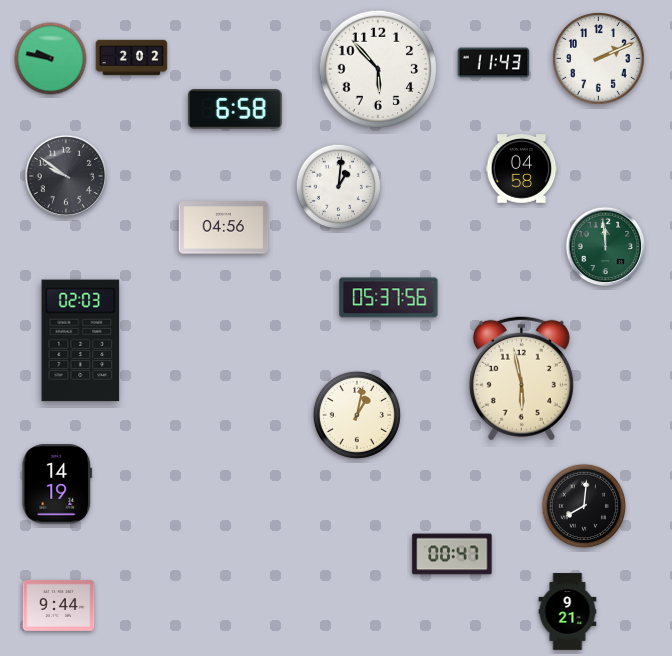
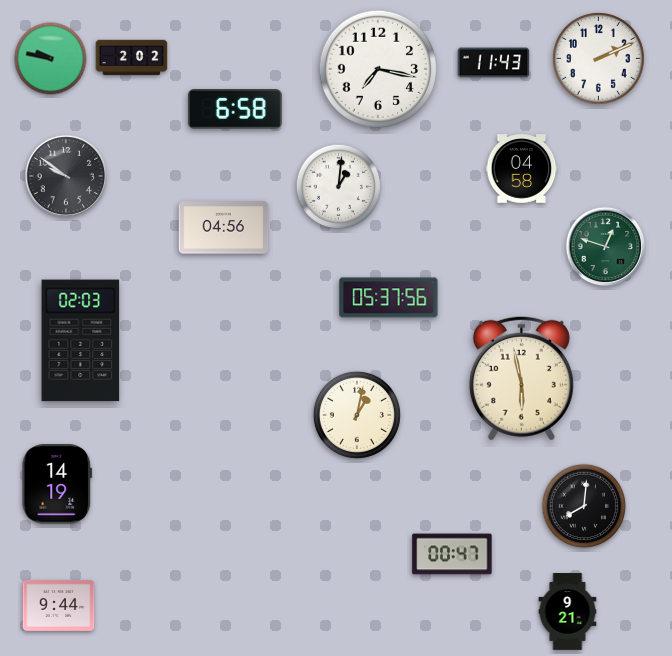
clock at (378, 69): 5:53 -> 7:17
clock at (606, 247): 11:59 -> 12:48
